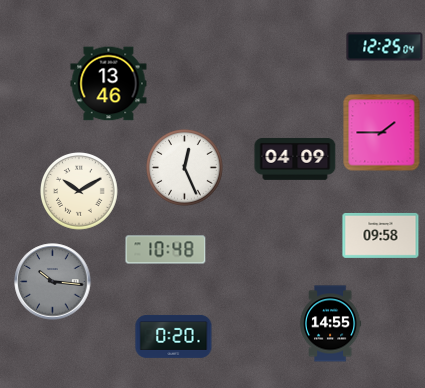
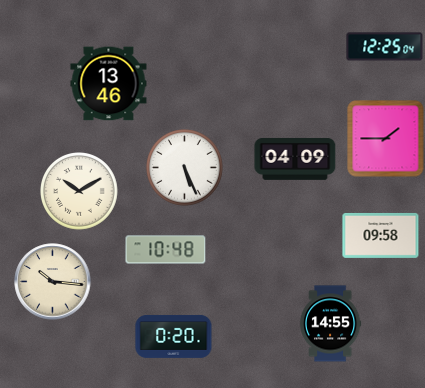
clock at (382, 133) position: (382, 133) -> (386, 139)
clock at (185, 168): 12:26 -> 5:26
clock at (53, 282) dial: grey -> cream
